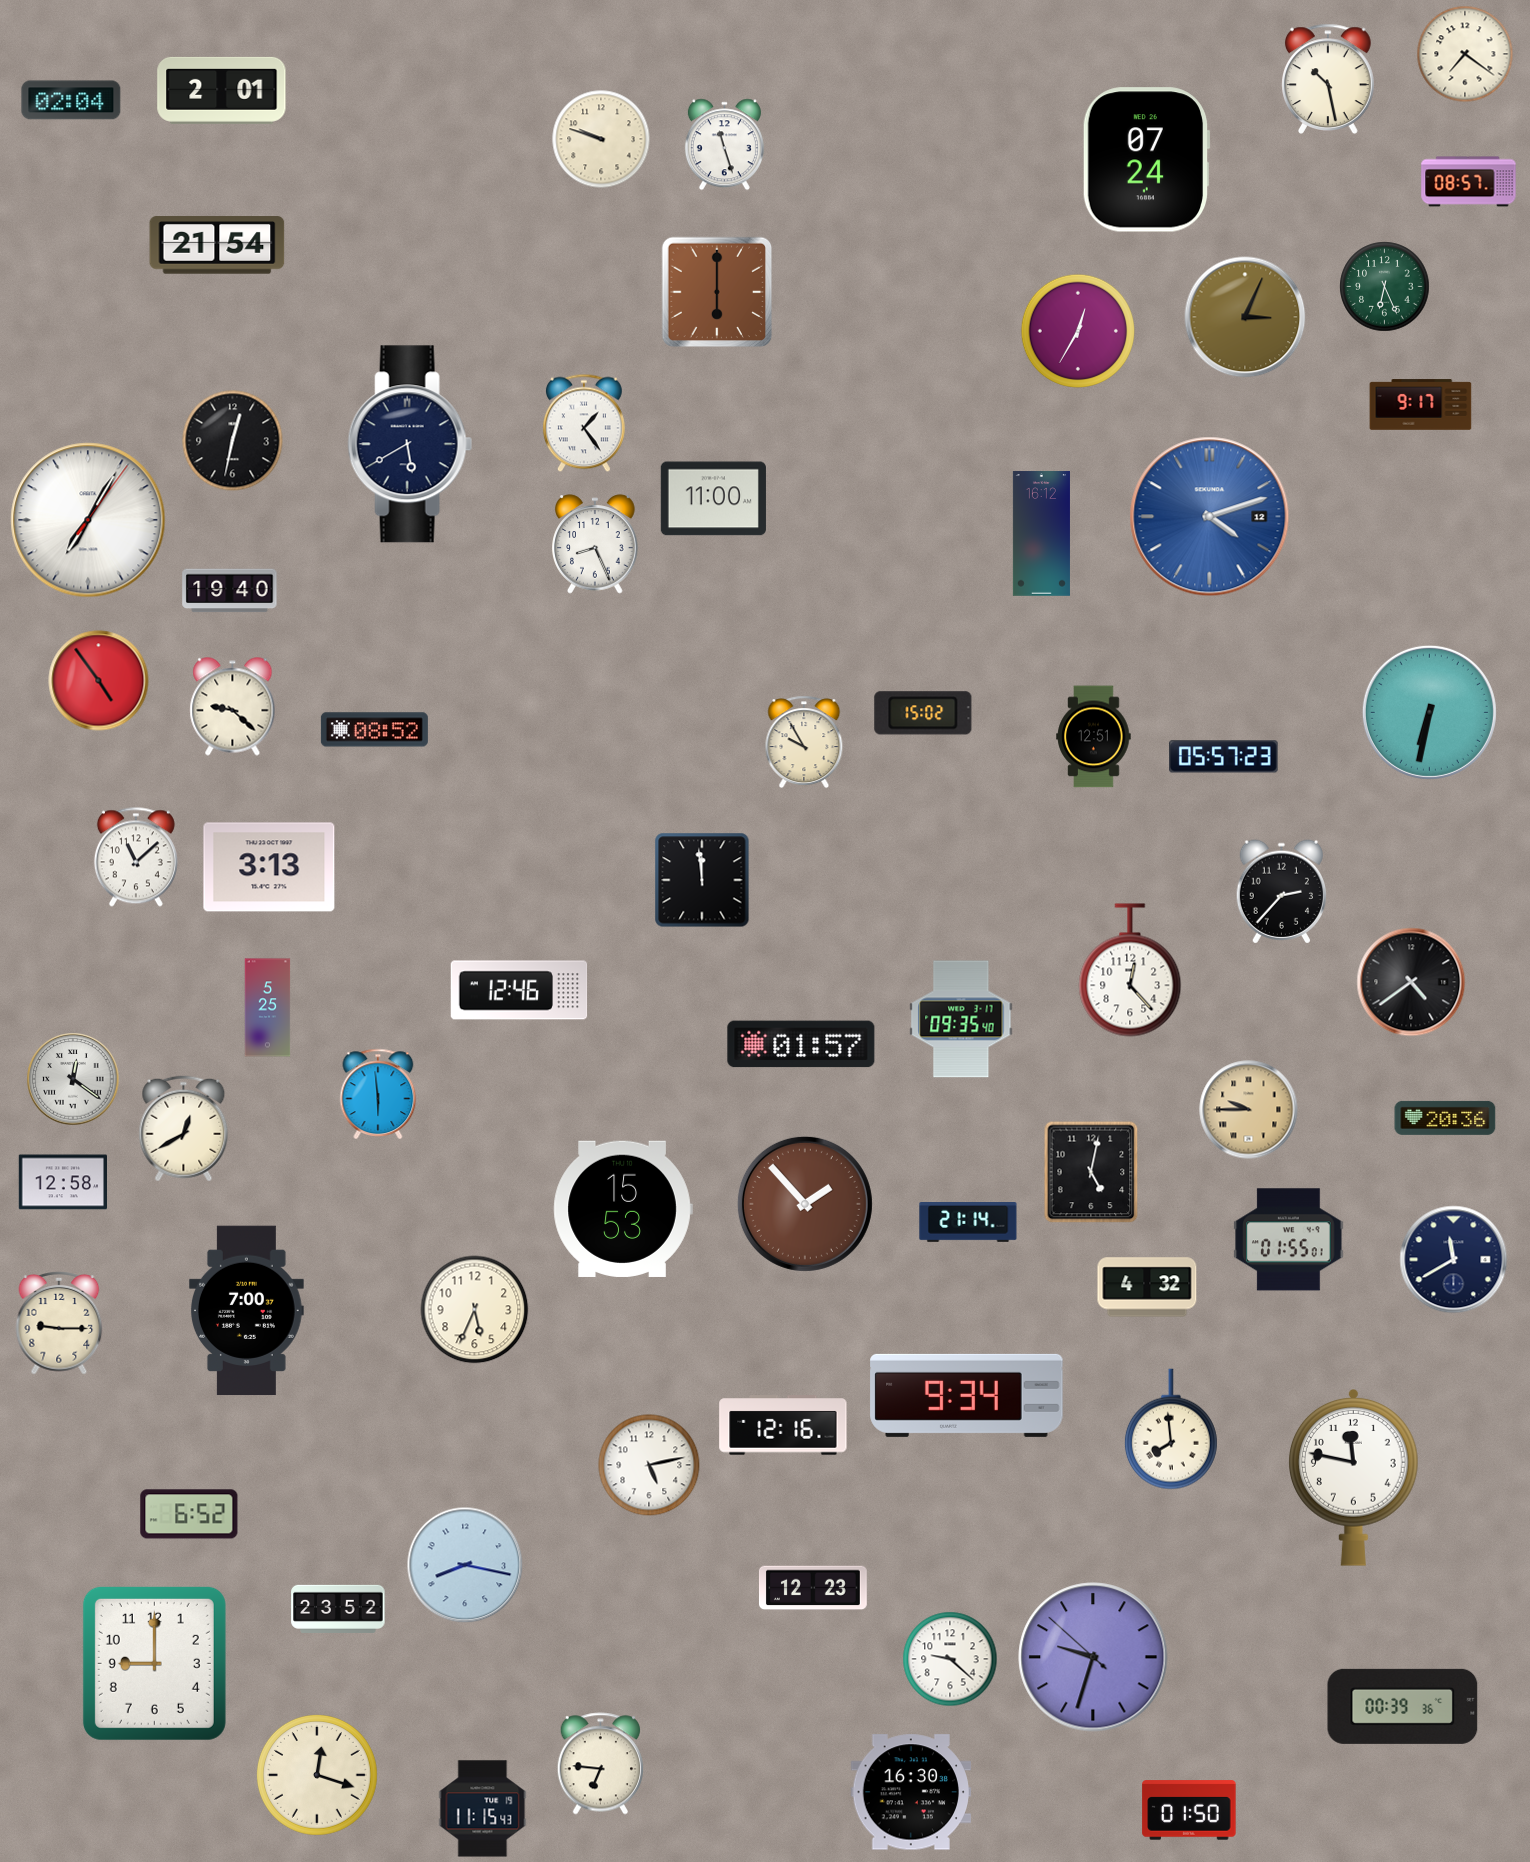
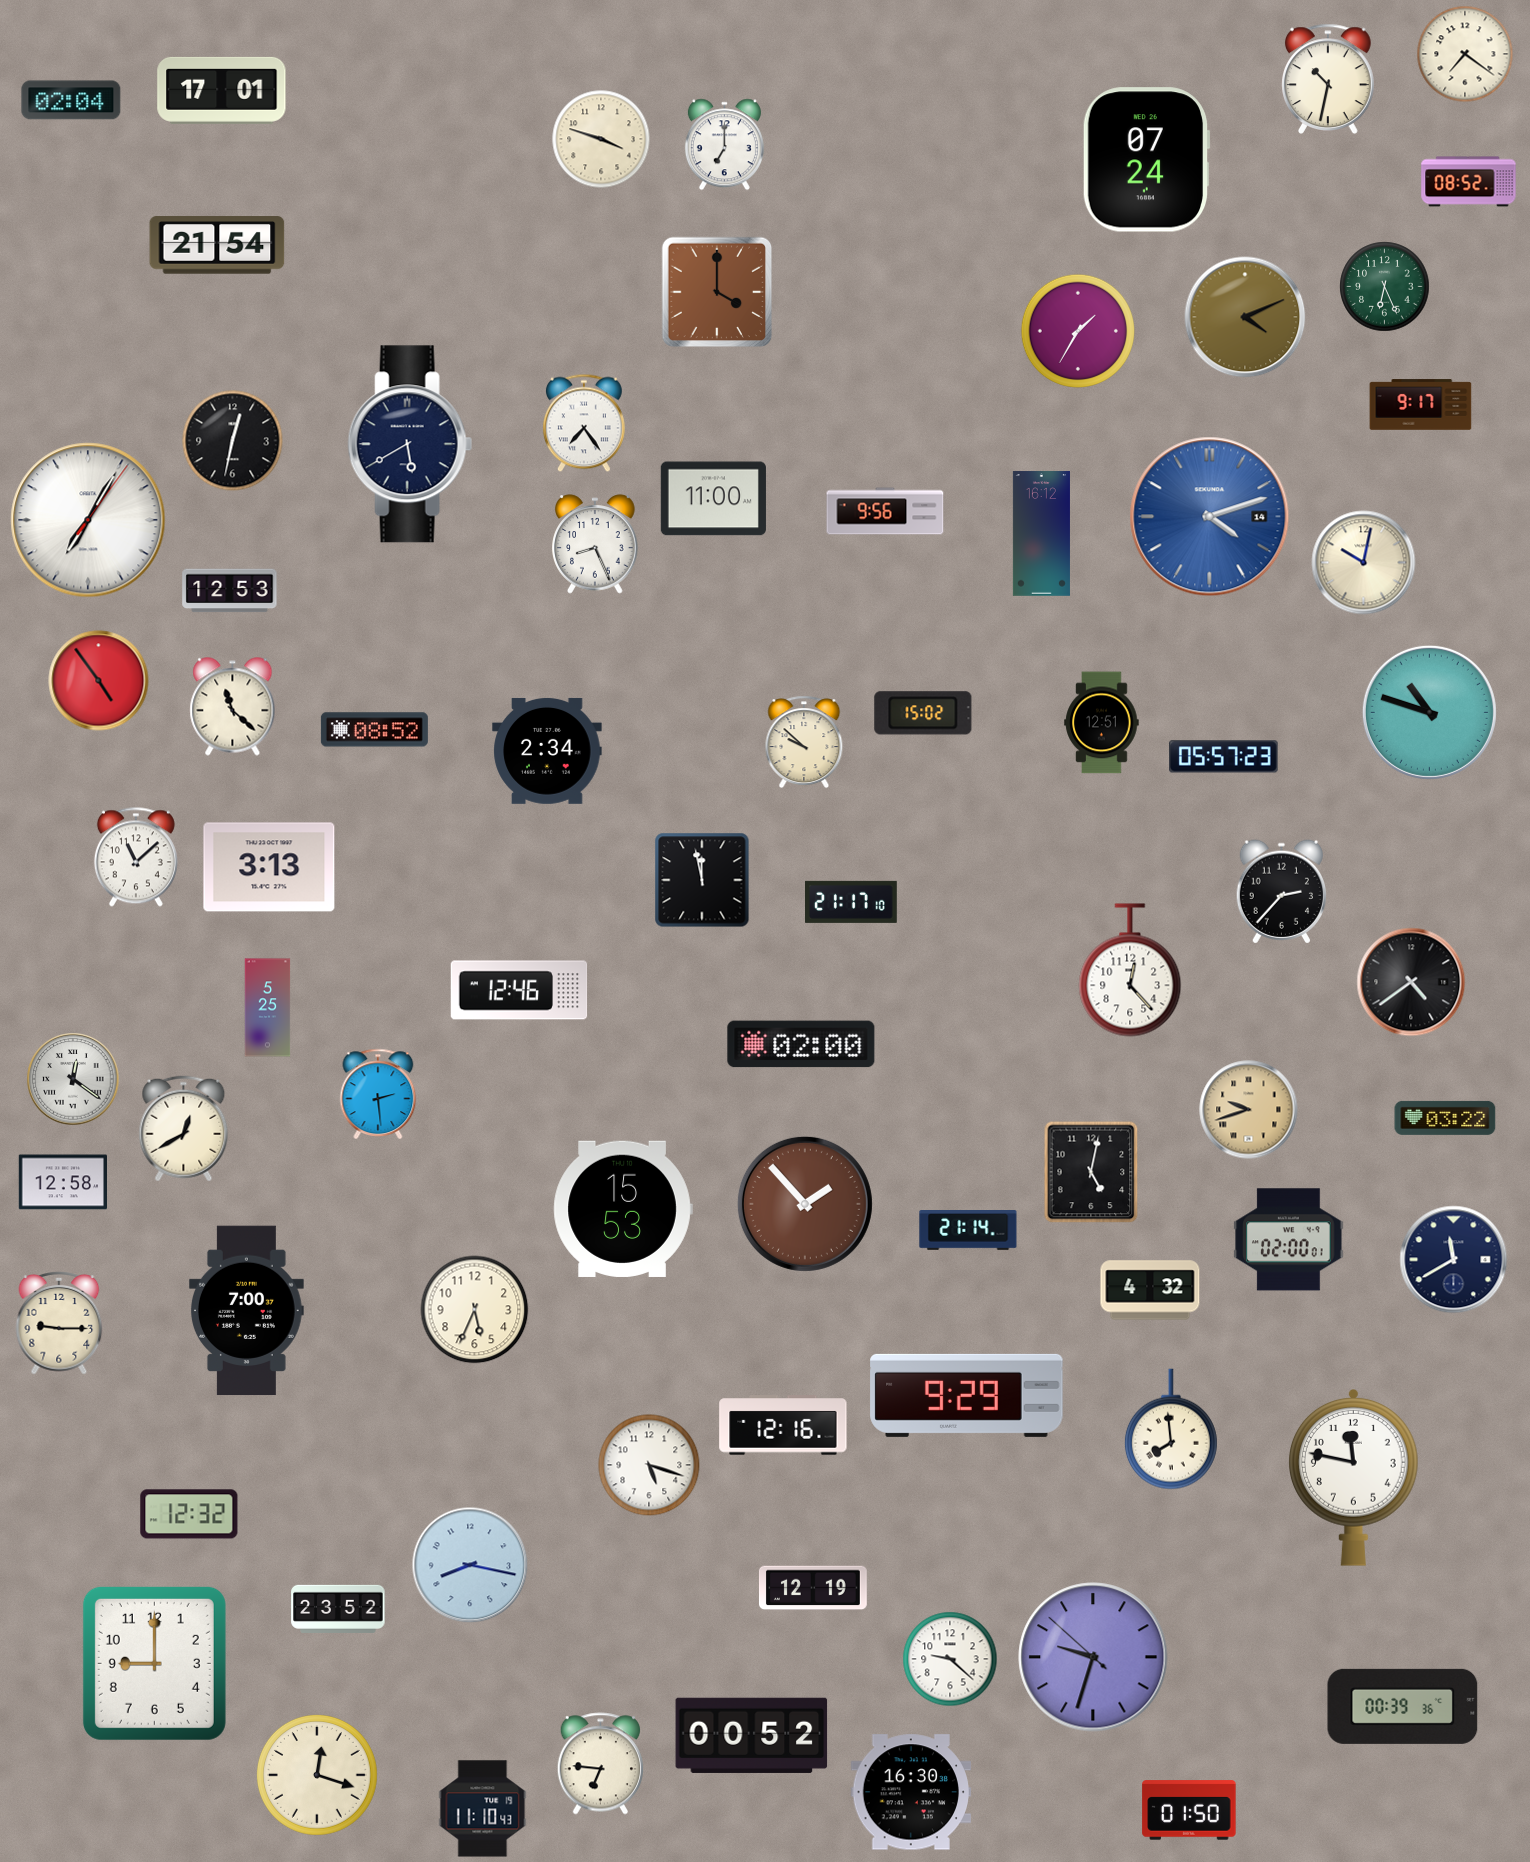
clock at (1329, 79): 10:28 -> 10:32
clock at (222, 90): 2:01 -> 17:01
clock at (601, 139): 9:48 -> 3:48
clock at (724, 145): 11:27 -> 7:00
clock at (1469, 182): 08:57 -> 08:52
clock at (717, 292): 6:00 -> 4:00
clock at (1245, 317): 3:04 -> 4:11
clock at (1077, 330): 12:35 -> 1:35
clock at (584, 423): 1:24 -> 7:24
clock at (885, 511): none -> 9:56
clock at (1210, 517) date: 12 -> 14
clock at (1364, 563): none -> 10:02
clock at (230, 591): 19:40 -> 12:53
clock at (233, 707): 9:22 -> 11:22
clock at (1429, 712): 6:32 -> 10:48
clock at (1094, 737) position: (1094, 737) -> (1102, 723)
clock at (804, 742): 9:55 -> 9:52
clock at (547, 751): none -> 2:34
clock at (702, 880): 11:59 -> 11:58
clock at (852, 902): none -> 21:17
clock at (961, 1019): 09:35 -> none
clock at (801, 1044): 01:57 -> 02:00
clock at (378, 1093): 5:59 -> 2:29
clock at (1249, 1110): 9:45 -> 9:42
clock at (1445, 1118): 20:36 -> 03:22
clock at (968, 1223) position: (968, 1223) -> (968, 1231)
clock at (1289, 1240): 01:55 -> 02:00
clock at (1147, 1287) position: (1147, 1287) -> (1150, 1290)
clock at (967, 1395): 9:34 -> 9:29
clock at (649, 1465): 5:13 -> 5:18
clock at (189, 1514): 6:52 -> 12:32
clock at (465, 1565) position: (465, 1565) -> (470, 1565)
clock at (813, 1588): 12:23 -> 12:19
clock at (752, 1735): none -> 00:52
clock at (483, 1809): 11:15 -> 11:10
